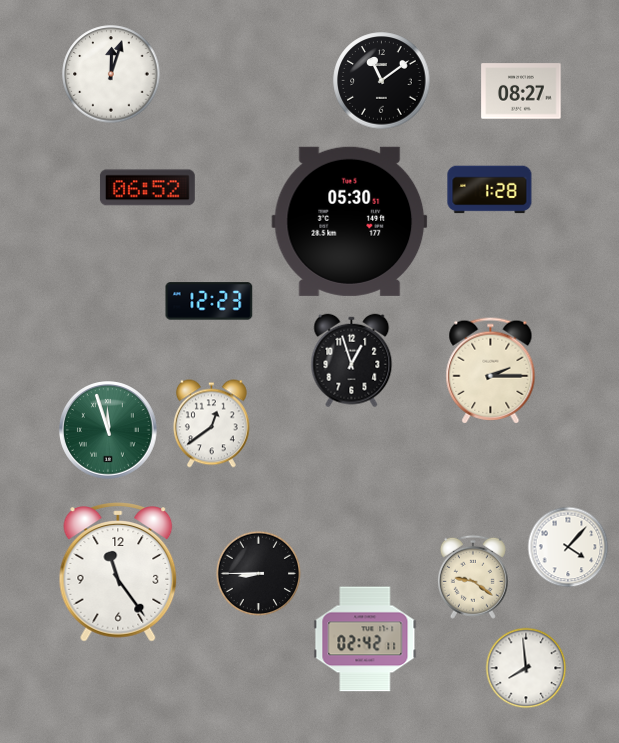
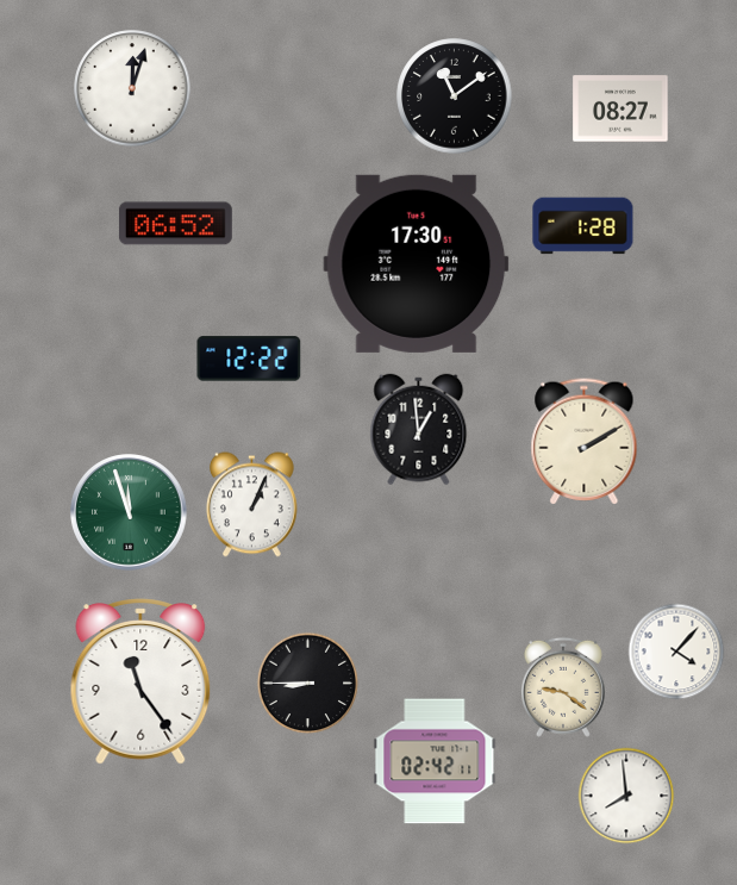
clock at (350, 221): 05:30 -> 17:30
clock at (209, 301): 12:23 -> 12:22
clock at (352, 361): 12:57 -> 12:59
clock at (491, 371): 2:15 -> 2:10
clock at (211, 424): 12:39 -> 1:04
